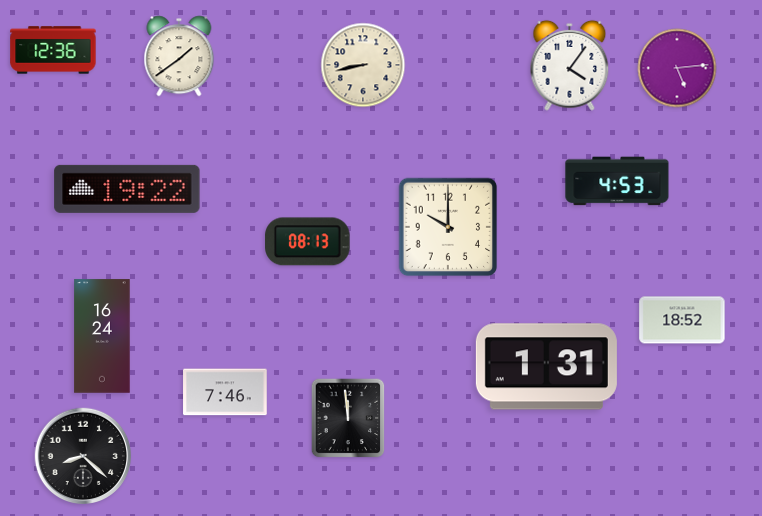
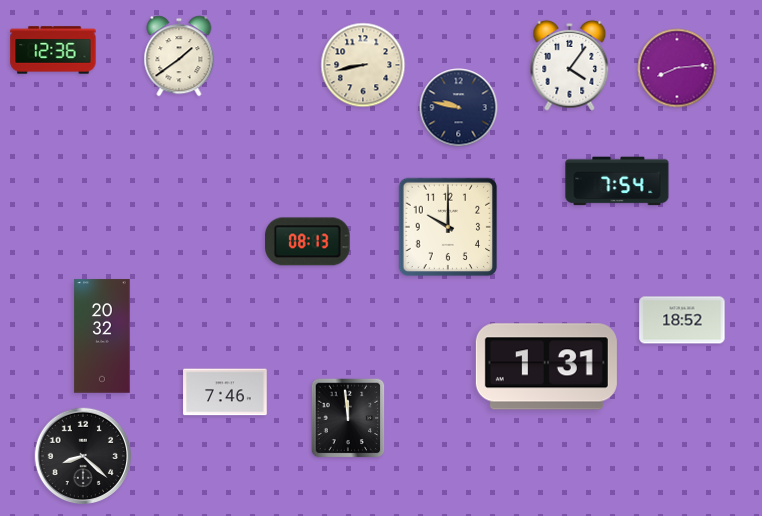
clock at (677, 68): 5:14 -> 8:14
clock at (459, 108): none -> 9:47
clock at (617, 181): 4:53 -> 7:54
clock at (127, 189): 19:22 -> none
clock at (102, 336): 16:24 -> 20:32
